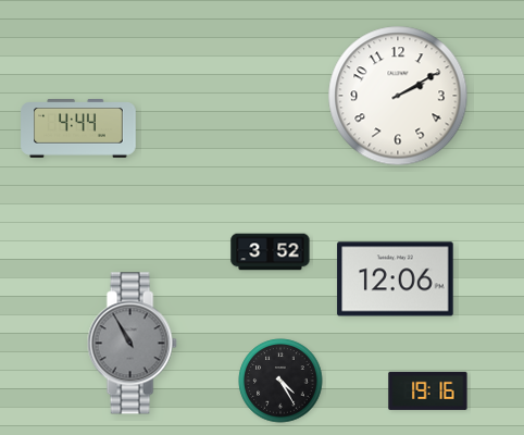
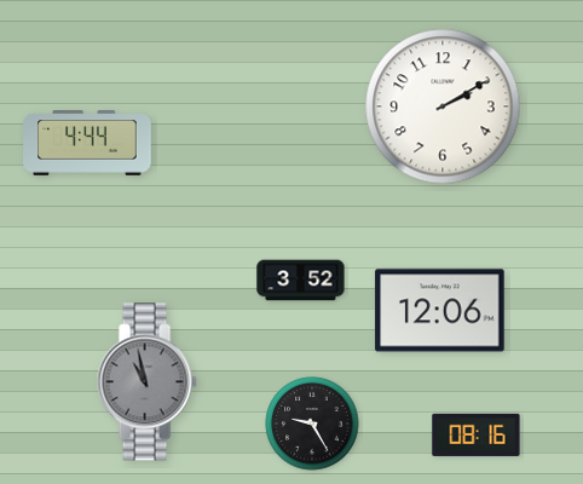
clock at (132, 344): 10:55 -> 10:58
clock at (280, 381): 4:25 -> 9:25
clock at (428, 390): 19:16 -> 08:16
